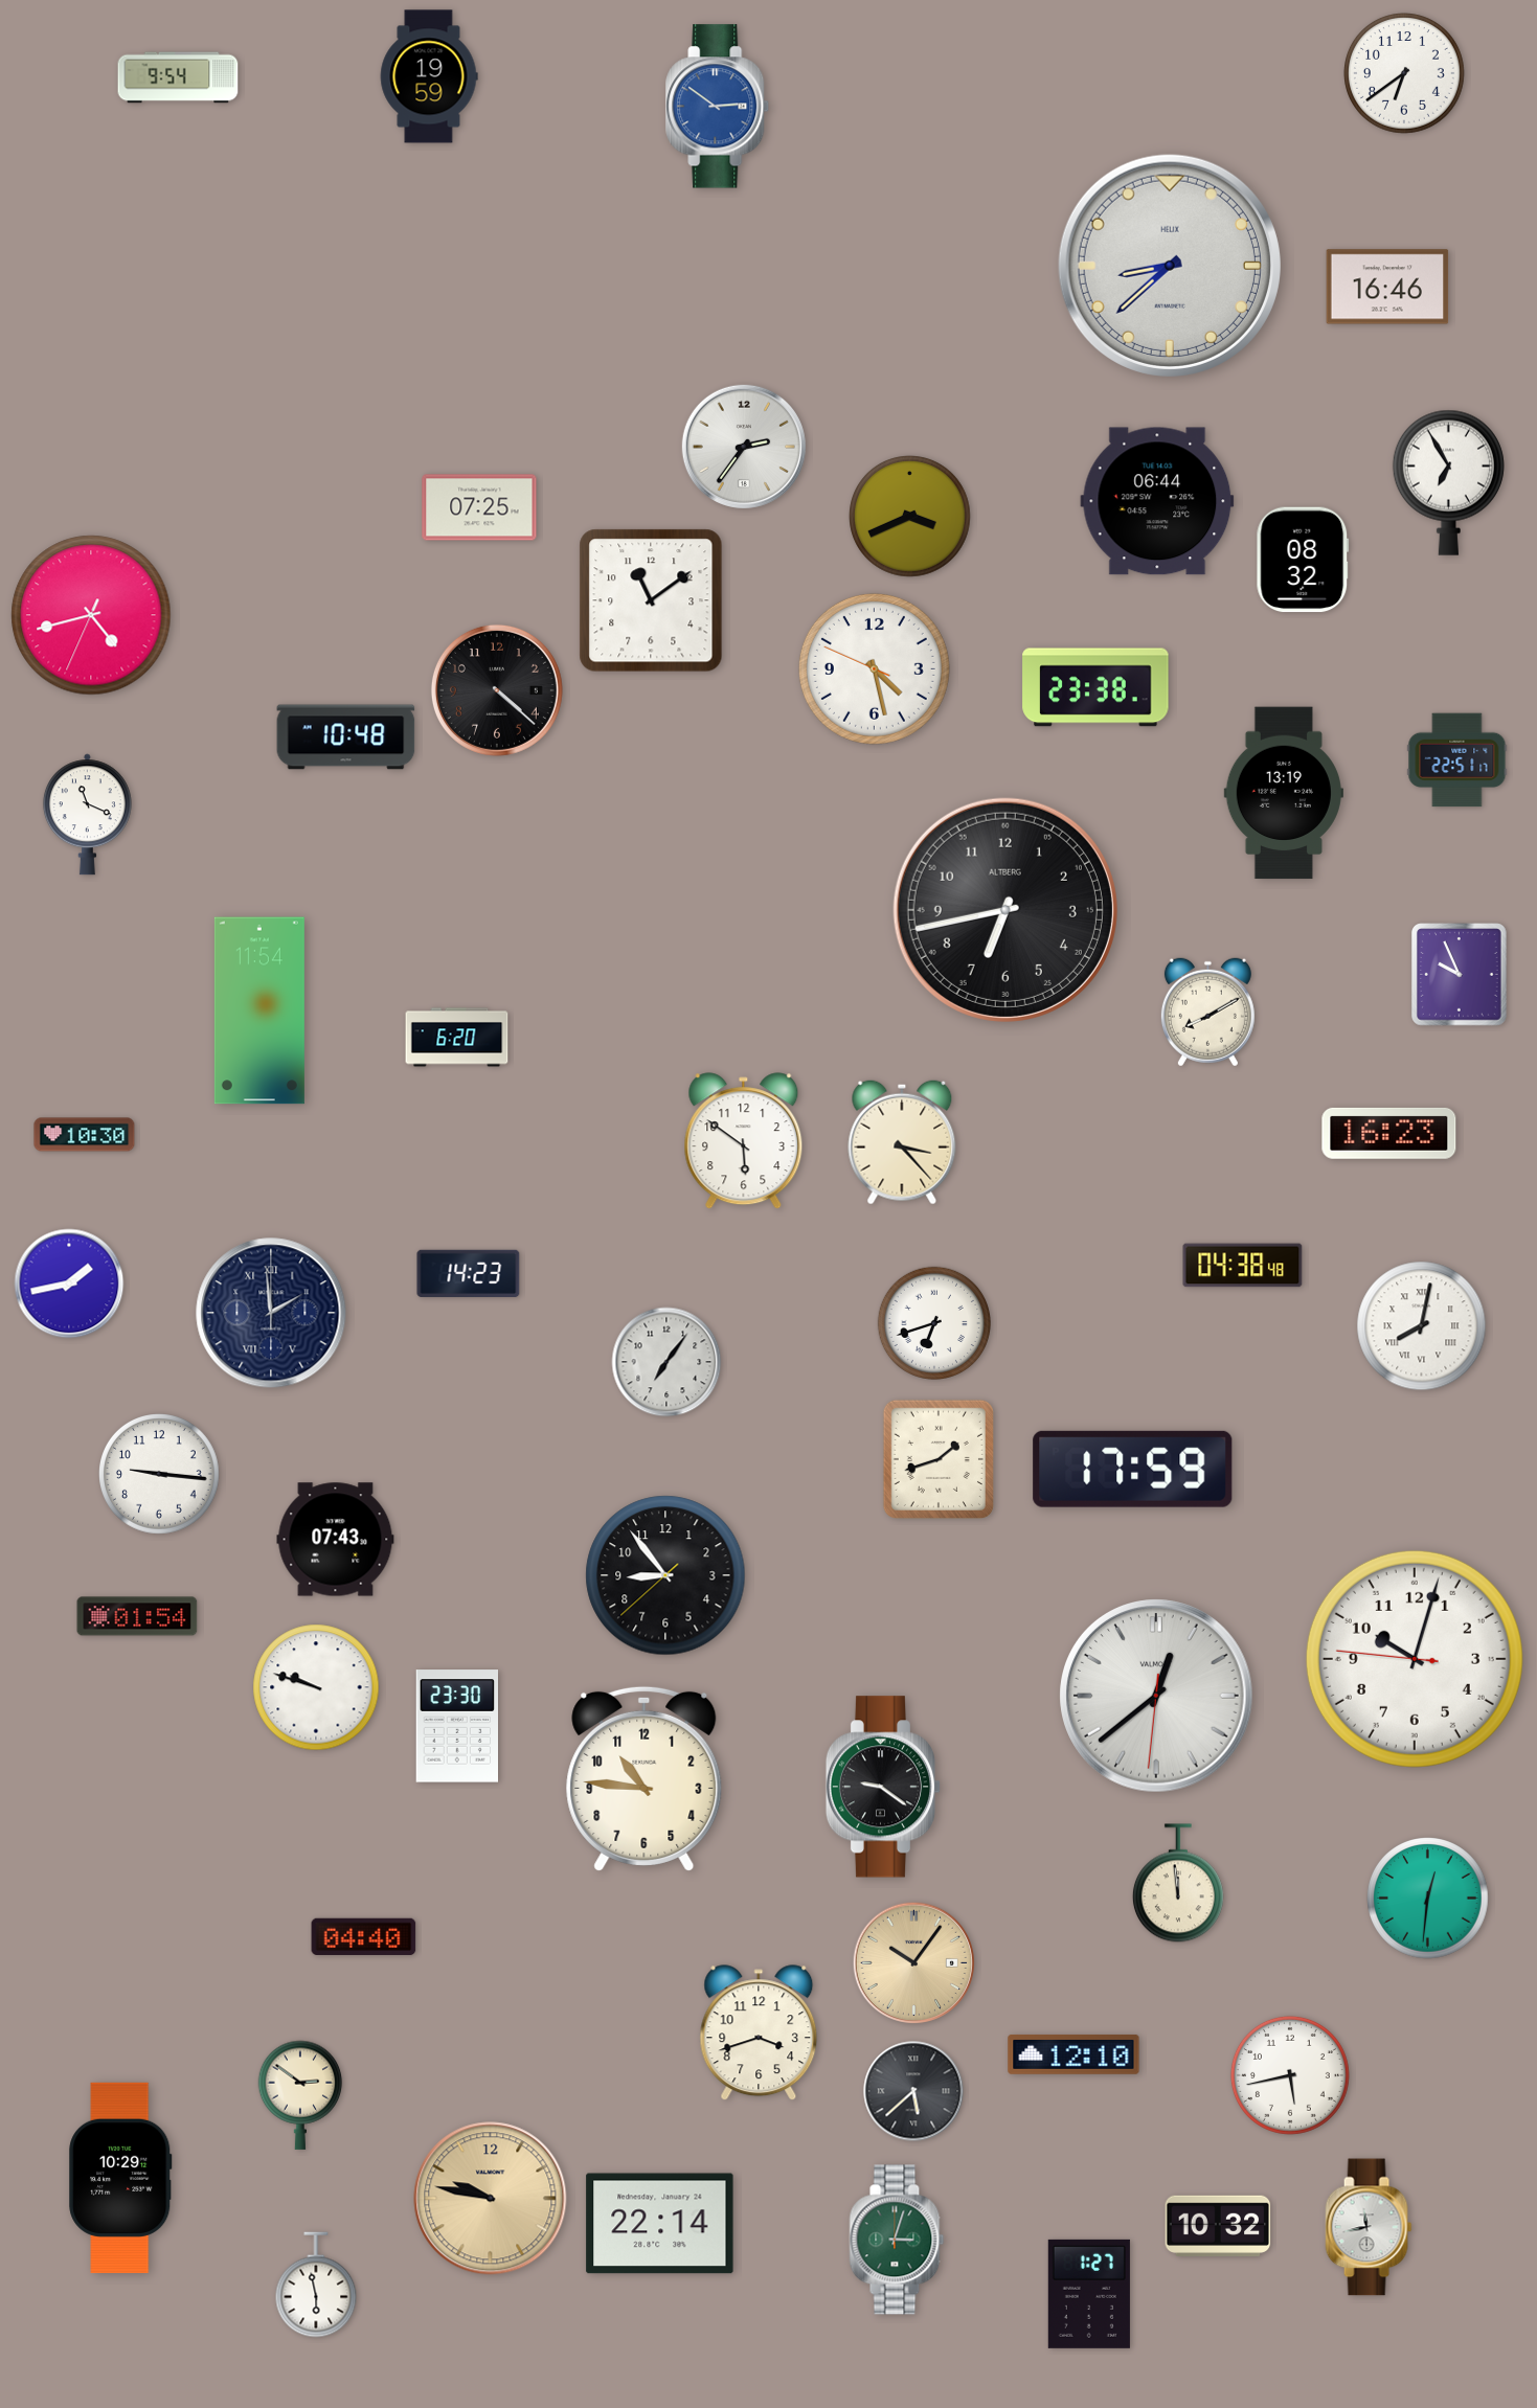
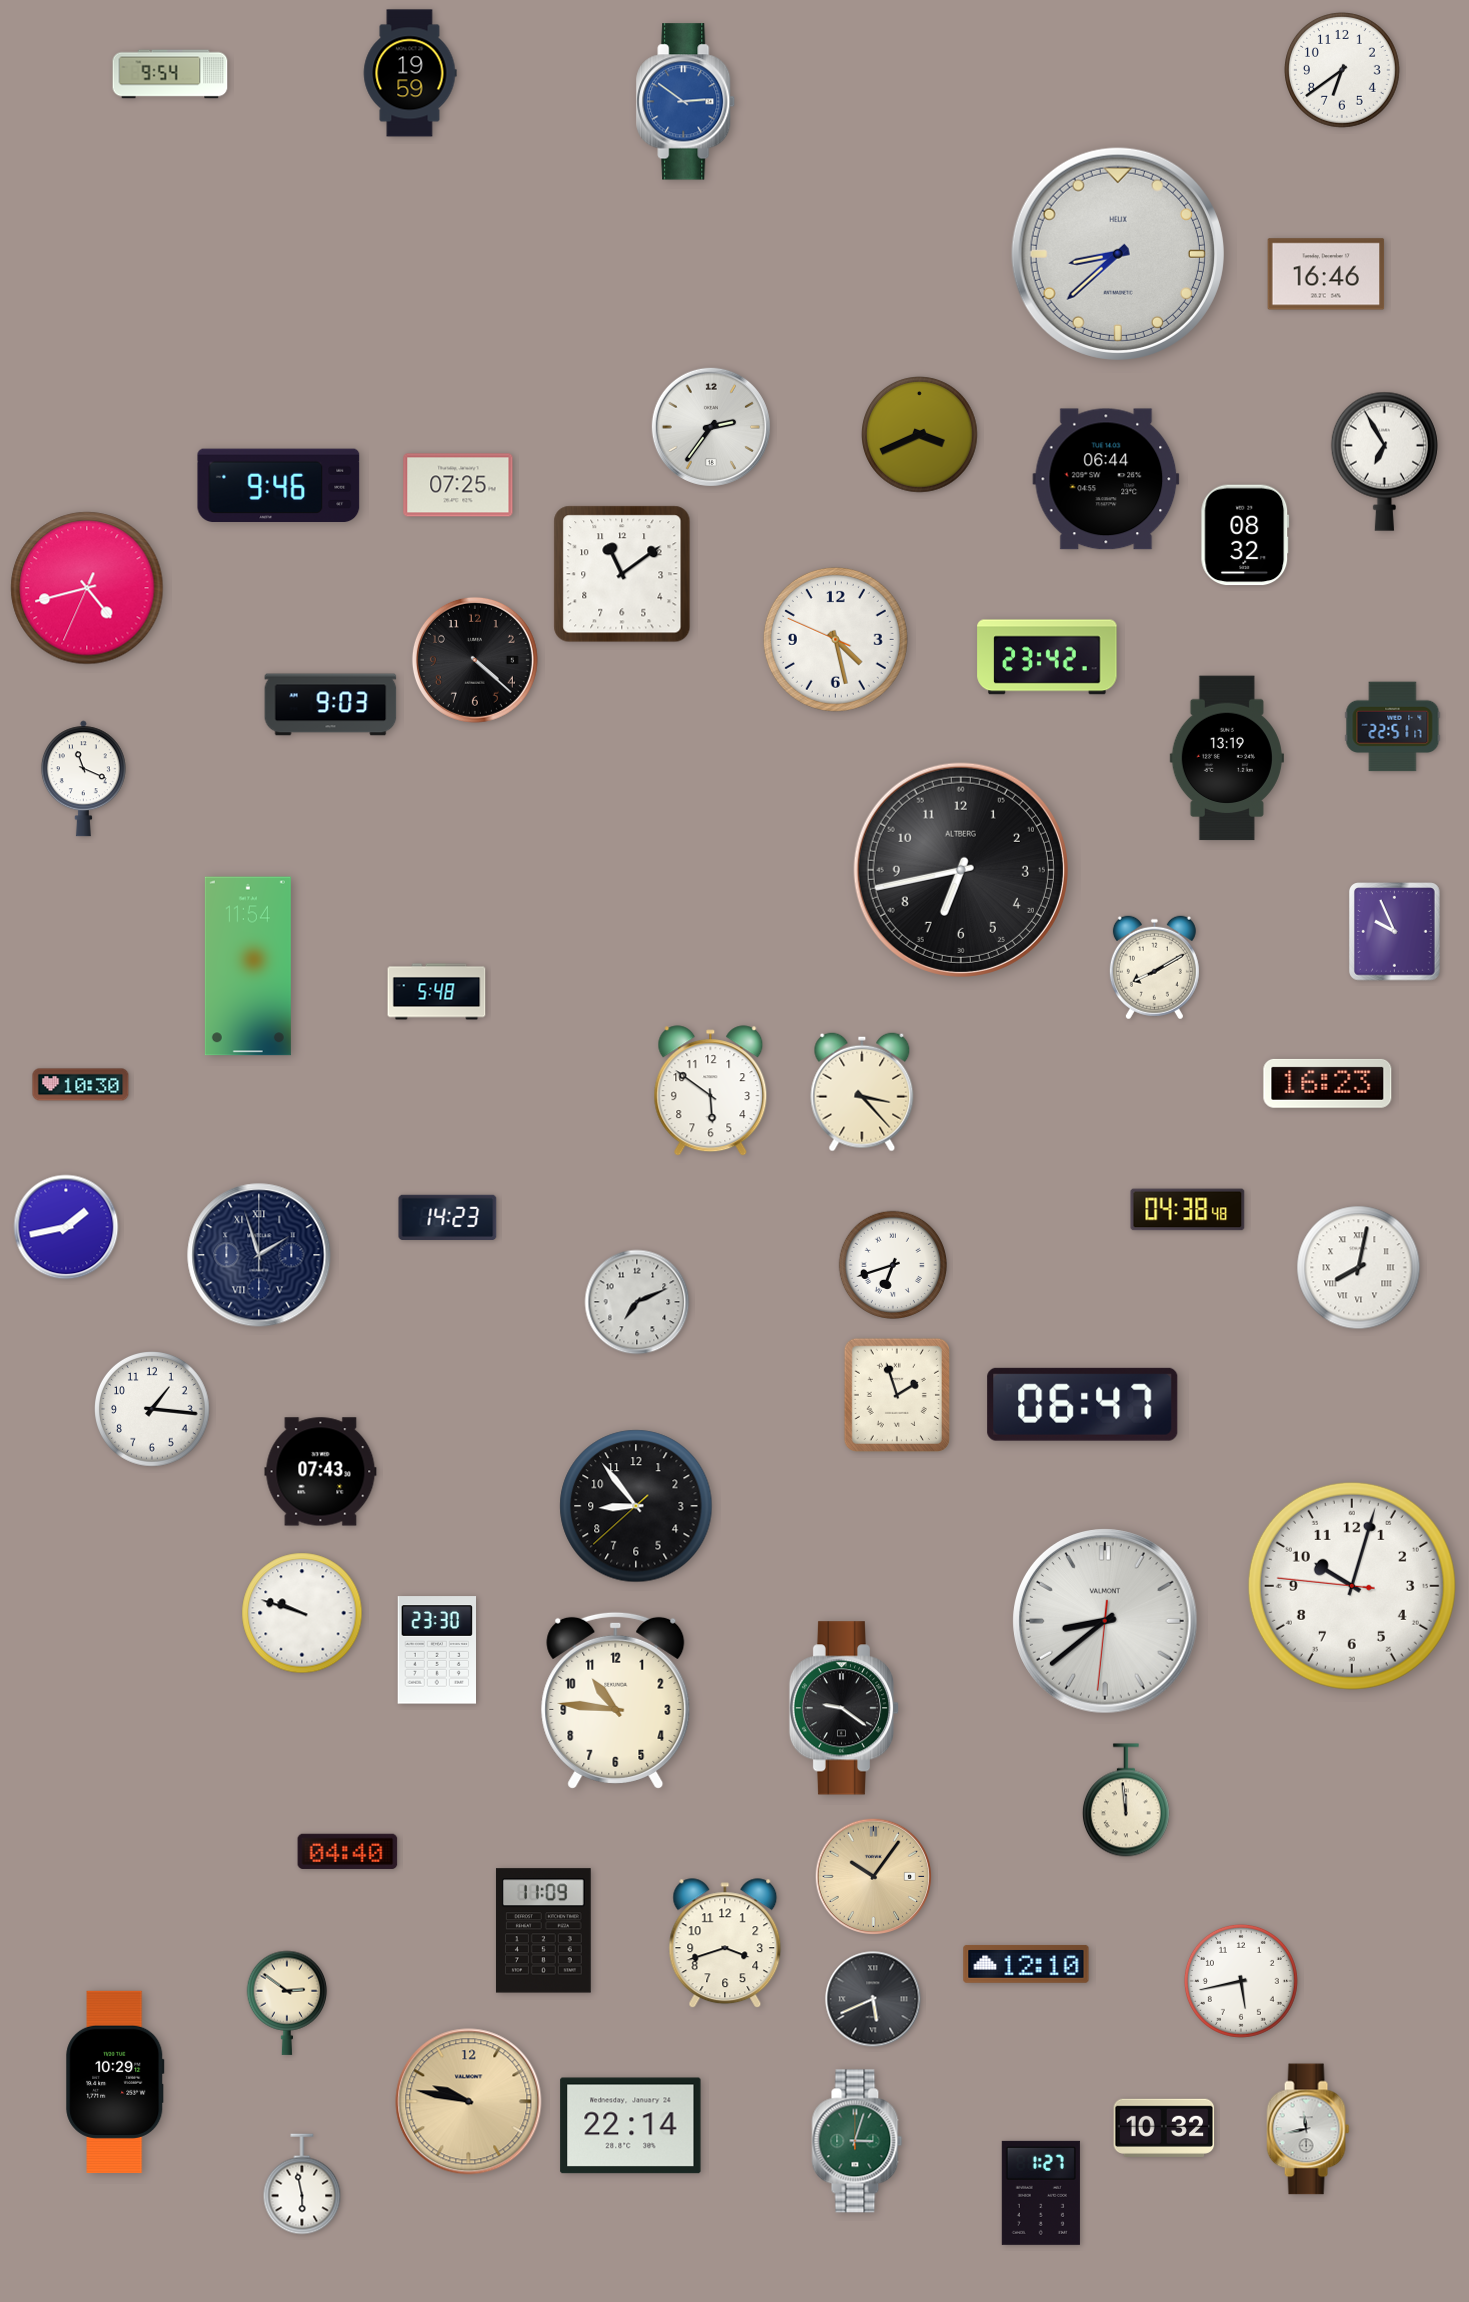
clock at (279, 486): none -> 9:46
clock at (910, 517) position: (910, 517) -> (920, 435)
clock at (1095, 687): 23:38 -> 23:42
clock at (346, 737): 10:48 -> 9:03
clock at (457, 1038): 6:20 -> 5:48
clock at (271, 1313): 1:59 -> 1:57
clock at (666, 1362): 7:06 -> 7:11
clock at (939, 1459): 1:42 -> 1:57
clock at (1133, 1469): 17:59 -> 06:47
clock at (160, 1475): 9:16 -> 1:16
clock at (137, 1616): 01:54 -> none
clock at (1156, 1696): 12:38 -> 8:38
clock at (1428, 1899): 12:31 -> none
clock at (543, 1931): none -> 11:09
clock at (1290, 2075) position: (1290, 2075) -> (1241, 1981)
clock at (913, 2091): 5:38 -> 5:41
